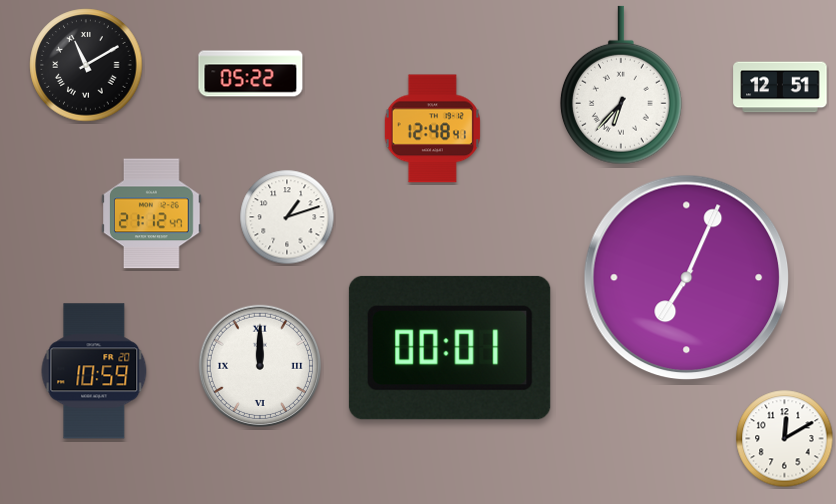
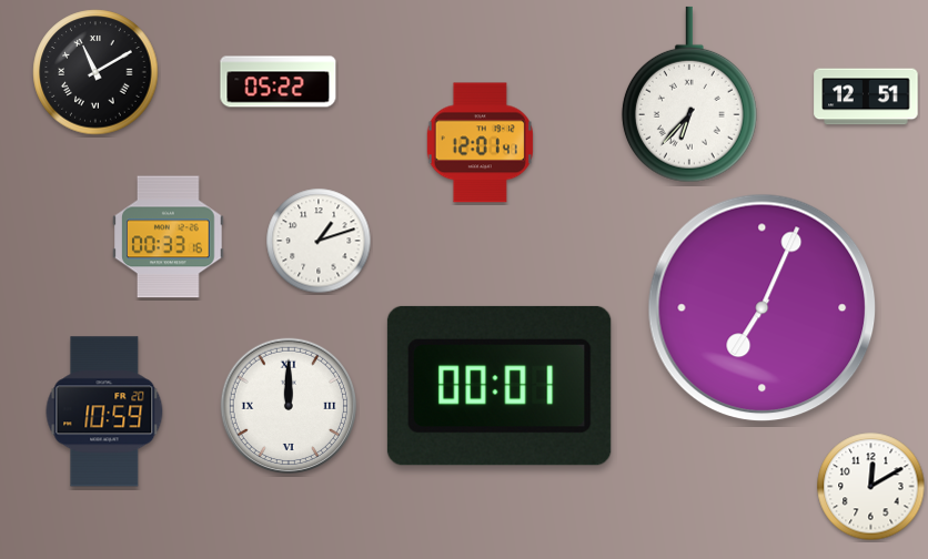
clock at (432, 129): 12:48 -> 12:01
clock at (152, 214): 21:12 -> 00:33
